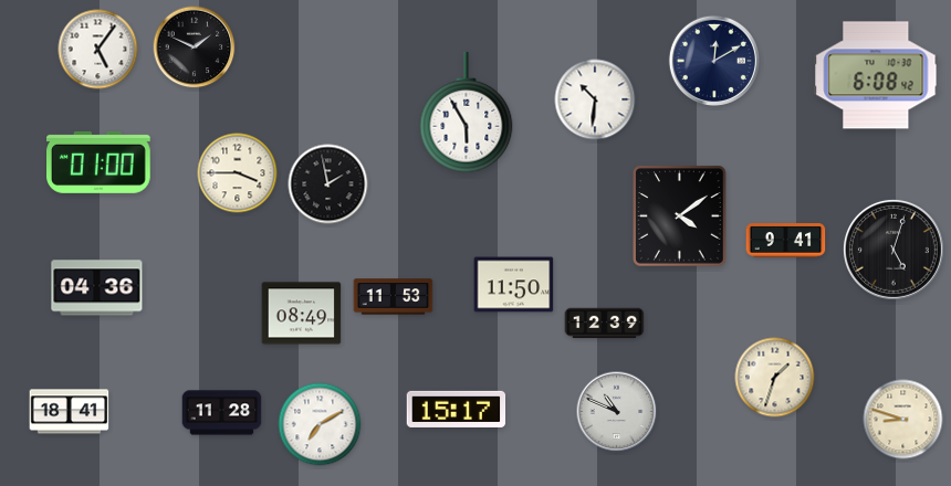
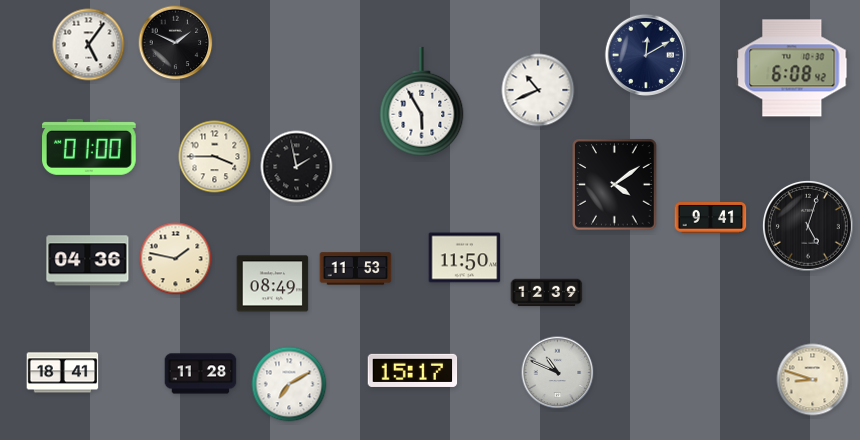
clock at (595, 99): 10:31 -> 10:41
clock at (680, 216) position: (680, 216) -> (615, 185)
clock at (176, 259): none -> 1:47
clock at (775, 378): 1:33 -> none
clock at (903, 420) position: (903, 420) -> (813, 380)
